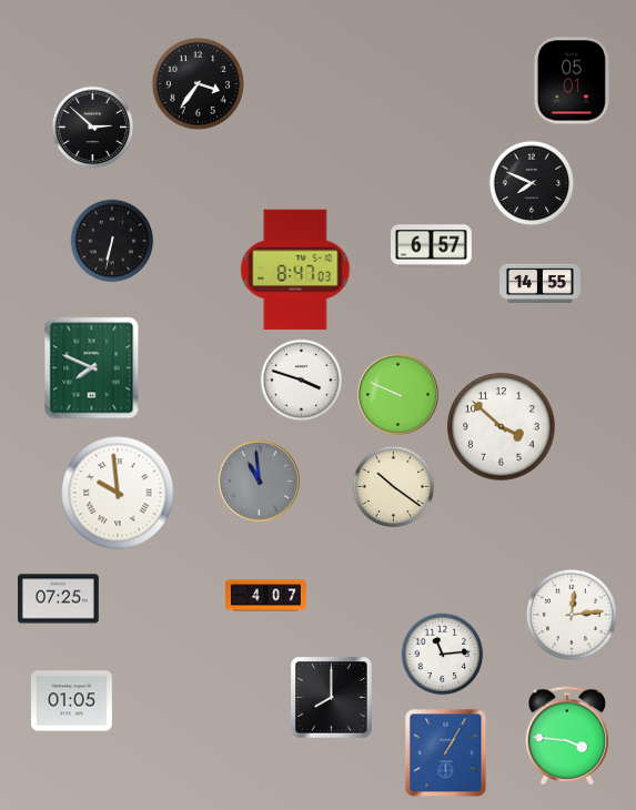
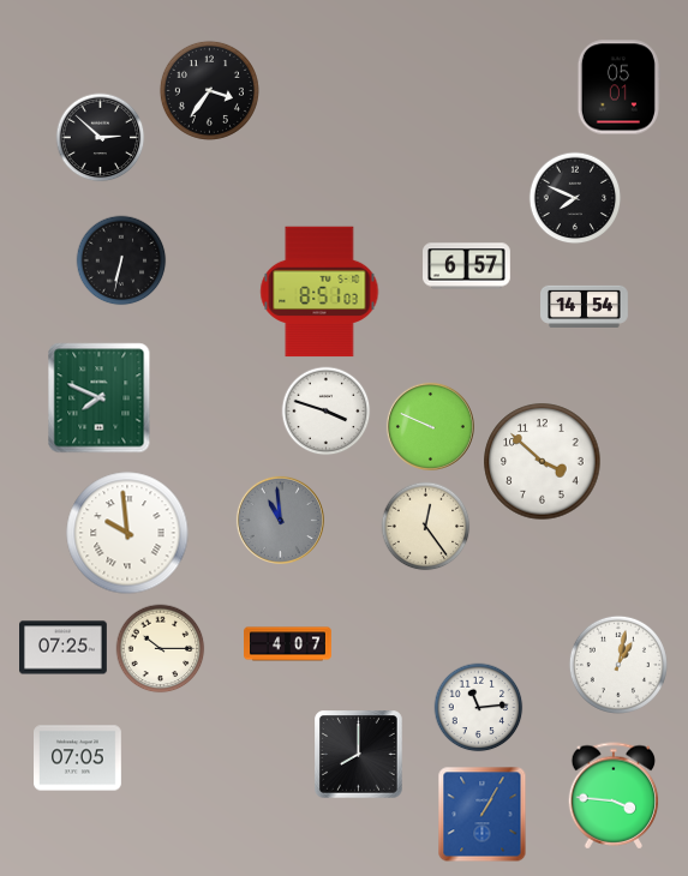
clock at (198, 83) position: (198, 83) -> (209, 90)
clock at (295, 270): 8:47 -> 8:51
clock at (541, 283): 14:55 -> 14:54
clock at (394, 487): 10:21 -> 12:24
clock at (161, 649): none -> 10:15
clock at (572, 615): 12:14 -> 1:02
clock at (72, 701): 01:05 -> 07:05
